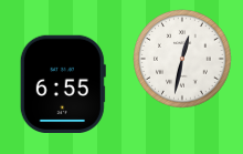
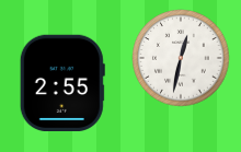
clock at (63, 83): 6:55 -> 2:55
